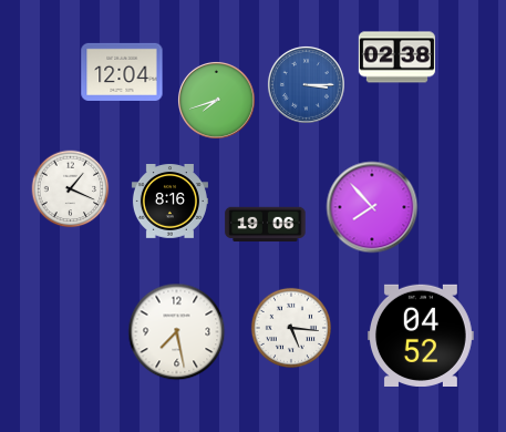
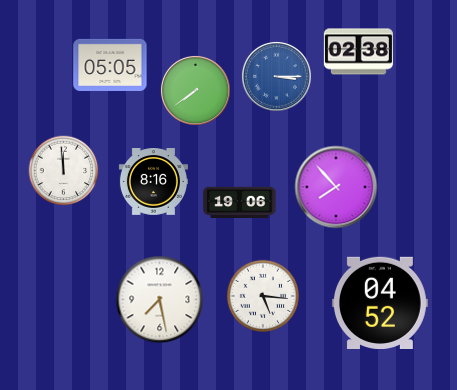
clock at (122, 72): 12:04 -> 05:05
clock at (216, 100): 7:42 -> 7:39
clock at (71, 189): 1:19 -> 11:59
